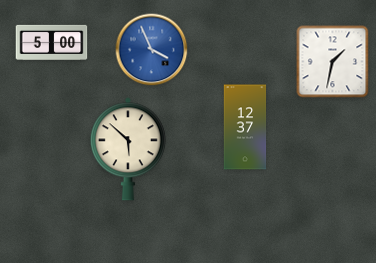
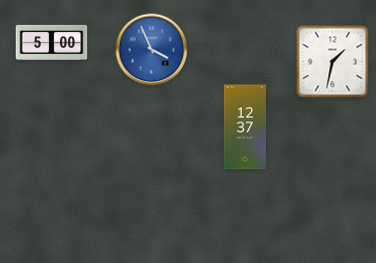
clock at (128, 149): 5:52 -> none
